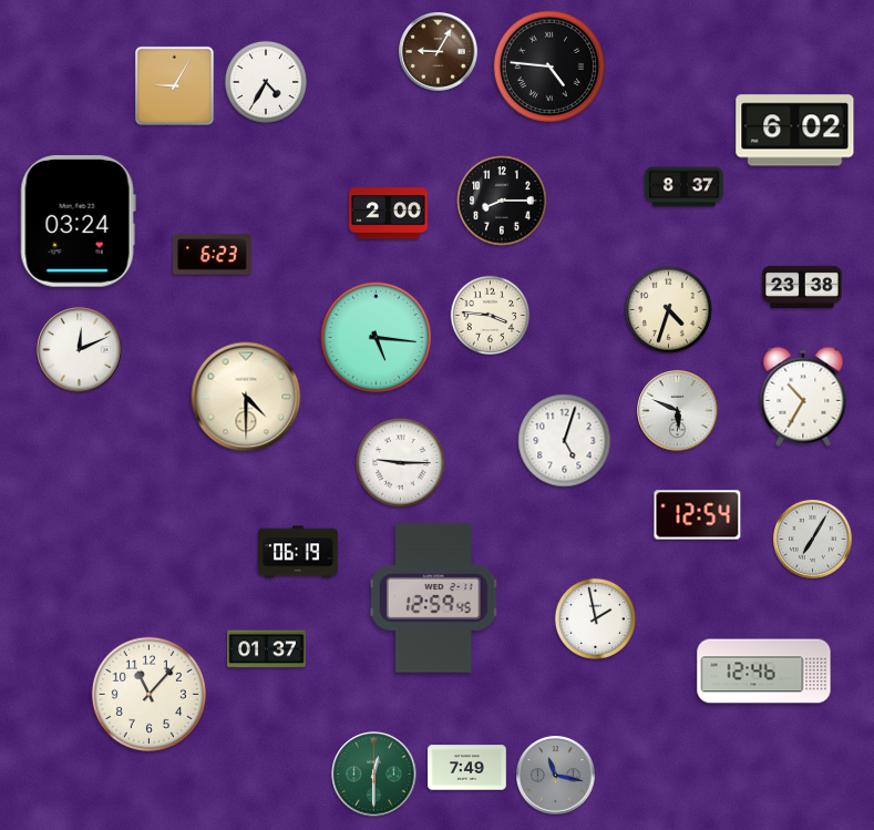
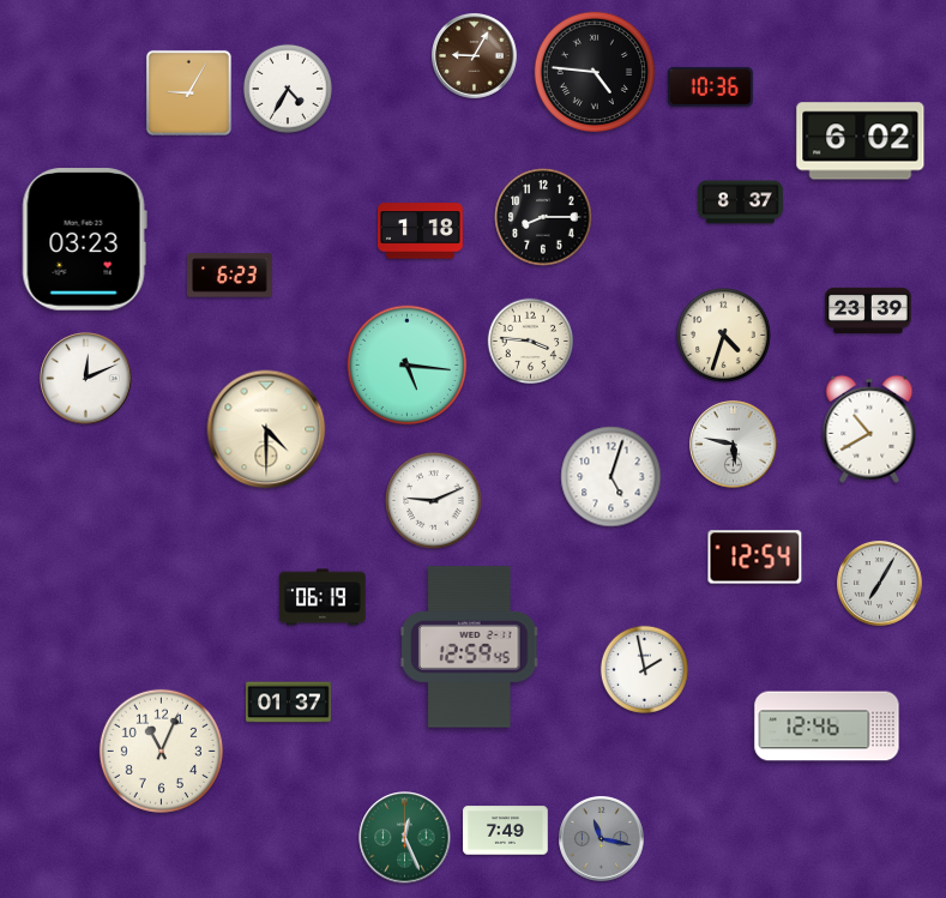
clock at (710, 86): none -> 10:36
clock at (389, 214): 2:00 -> 1:18
clock at (78, 222): 03:24 -> 03:23
clock at (802, 287): 23:38 -> 23:39
clock at (803, 397): 10:35 -> 10:40
clock at (678, 411): 5:49 -> 5:47
clock at (401, 463): 9:15 -> 9:11
clock at (148, 694): 11:07 -> 11:04
clock at (374, 775): 12:30 -> 12:26
